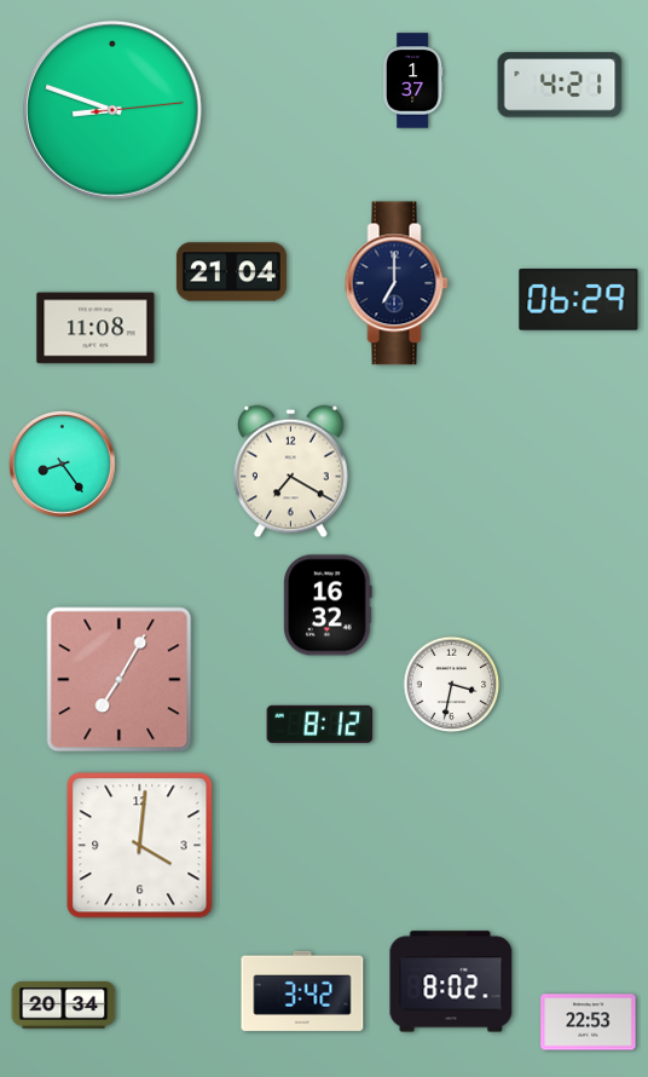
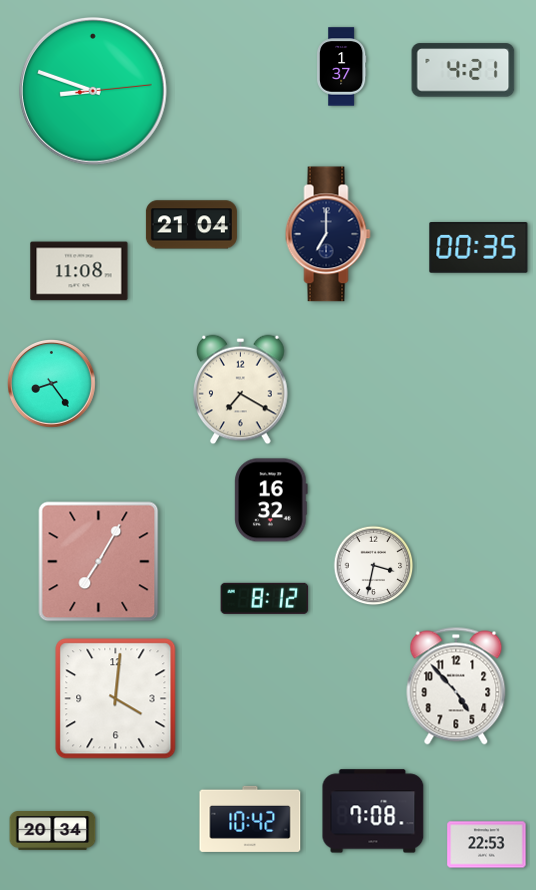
clock at (579, 300): 06:29 -> 00:35
clock at (456, 686): none -> 4:53
clock at (451, 981): 8:02 -> 7:08
clock at (302, 991): 3:42 -> 10:42
